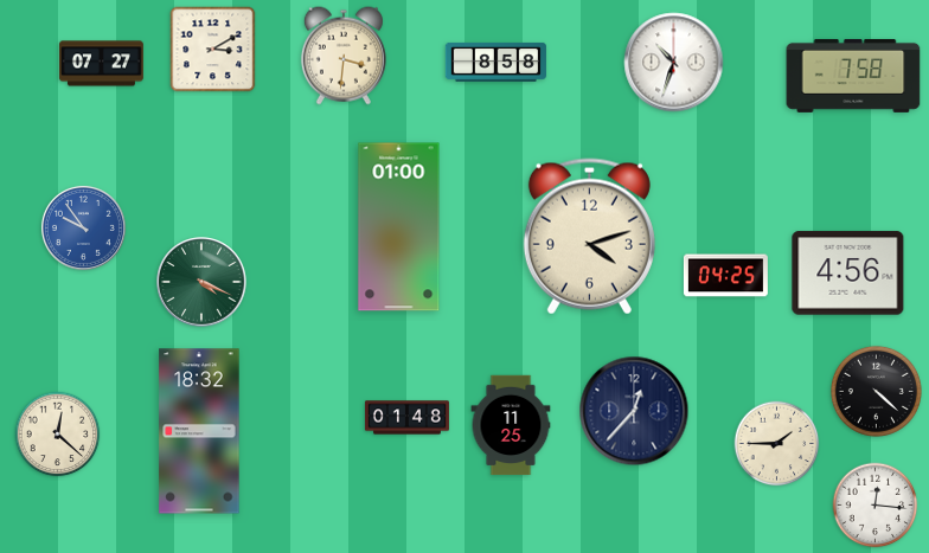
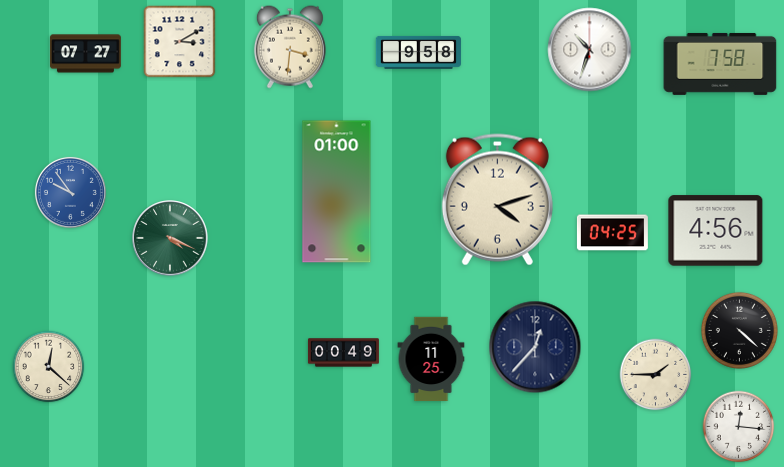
clock at (495, 62): 8:58 -> 9:58
clock at (674, 63) position: (674, 63) -> (590, 50)
clock at (406, 418): 01:48 -> 00:49
clock at (199, 431): 18:32 -> none
